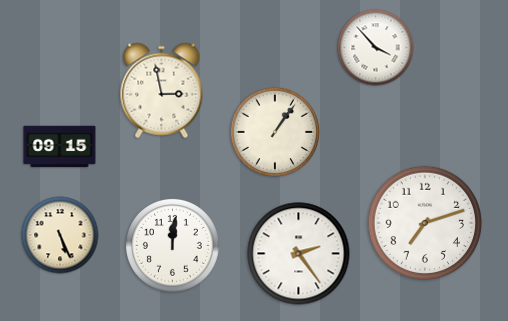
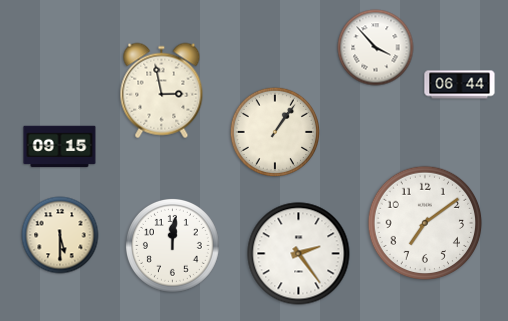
clock at (460, 85): none -> 06:44
clock at (425, 223): 7:12 -> 7:09
clock at (60, 235): 5:26 -> 5:30
